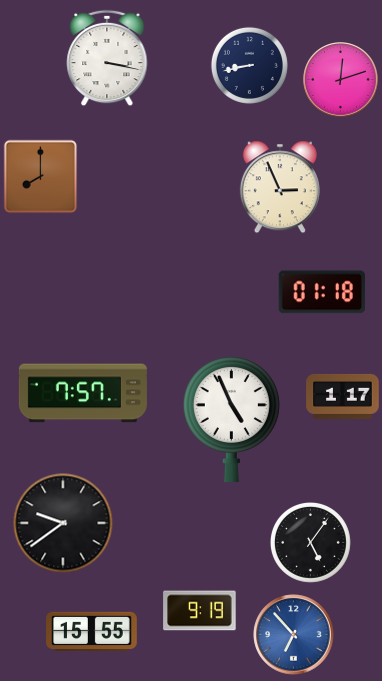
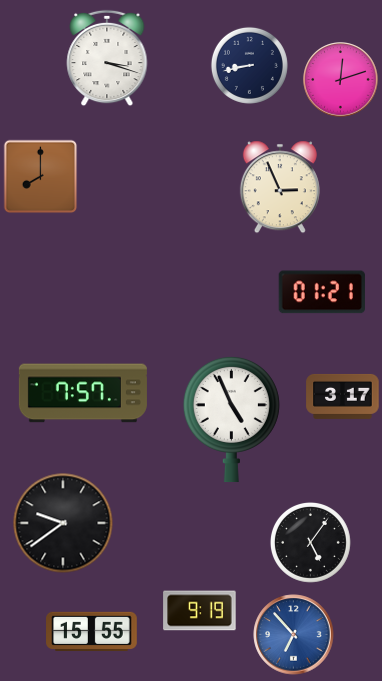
clock at (107, 58): 3:17 -> 3:18
clock at (322, 292): 01:18 -> 01:21
clock at (343, 396): 1:17 -> 3:17
